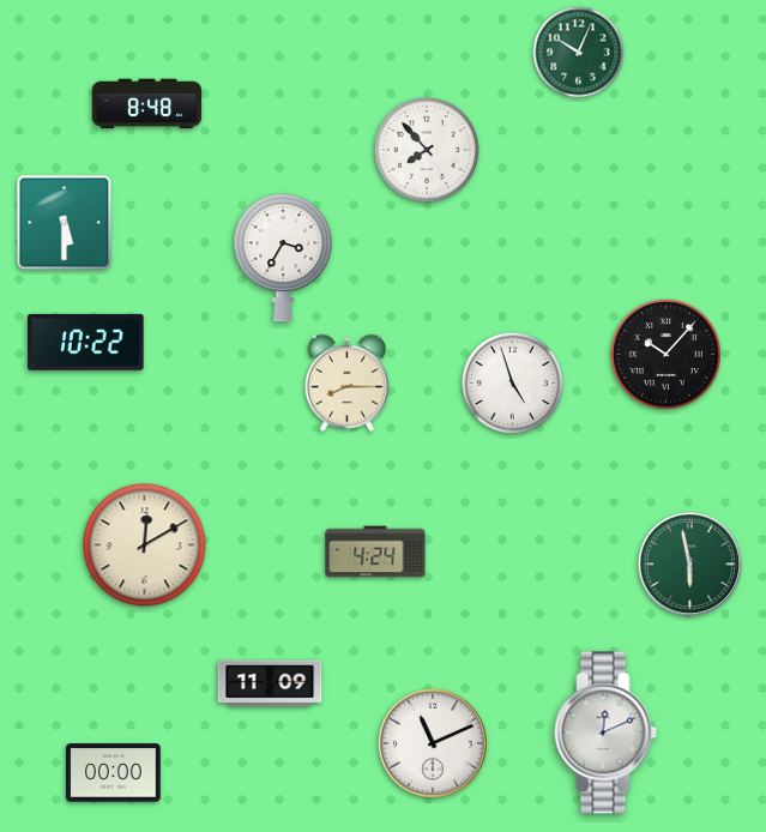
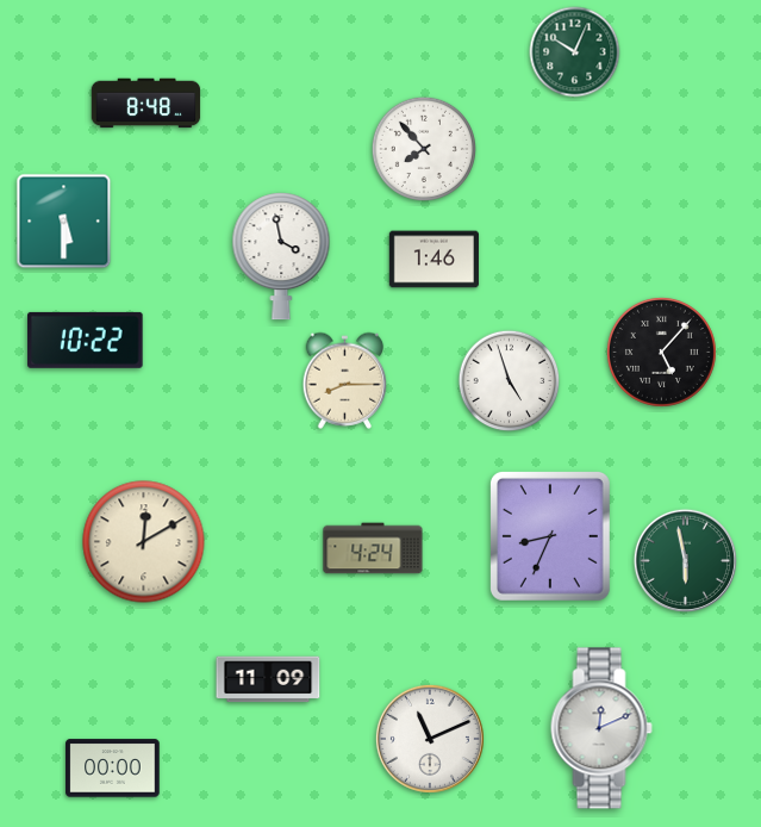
clock at (283, 258): 3:35 -> 3:58
clock at (433, 260): none -> 1:46
clock at (665, 354): 10:07 -> 5:07
clock at (550, 536): none -> 8:34
